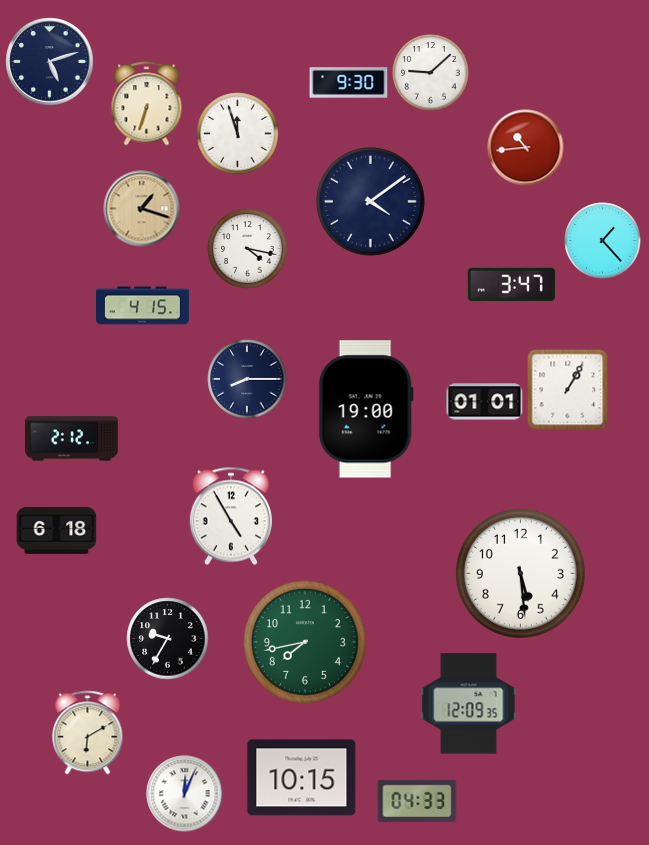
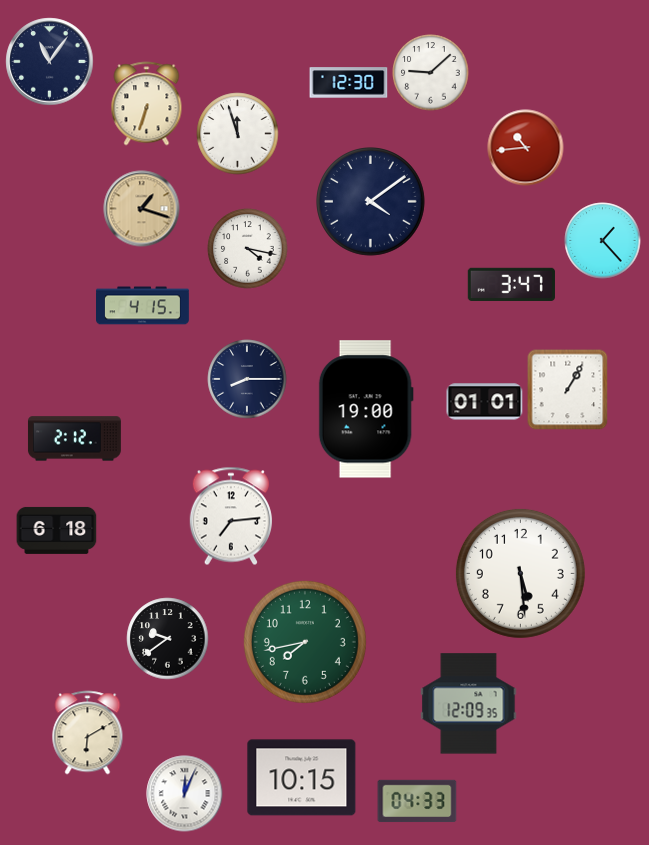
clock at (50, 62): 5:12 -> 11:06
clock at (349, 83): 9:30 -> 12:30
clock at (71, 439) position: (71, 439) -> (74, 439)
clock at (231, 516): 4:55 -> 7:14
clock at (168, 639): 9:35 -> 9:39
